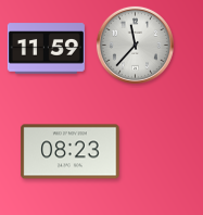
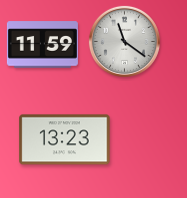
clock at (135, 45): 11:37 -> 11:21
clock at (71, 152): 08:23 -> 13:23
